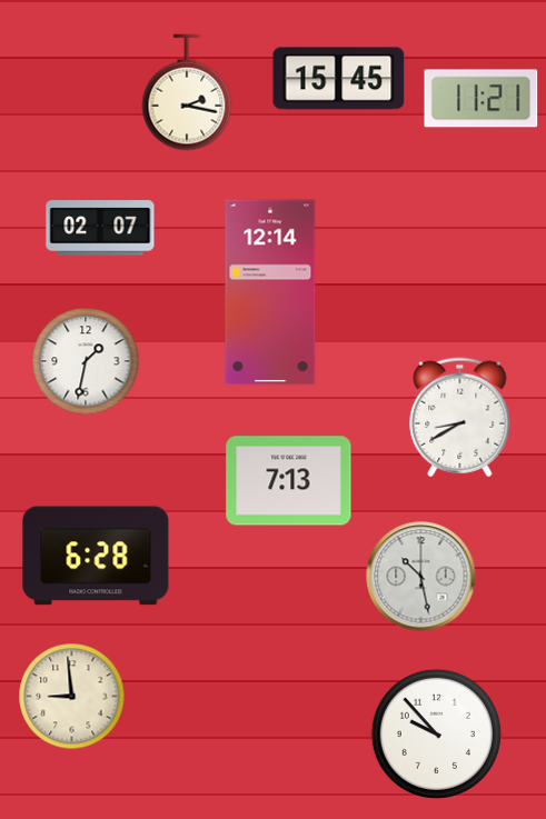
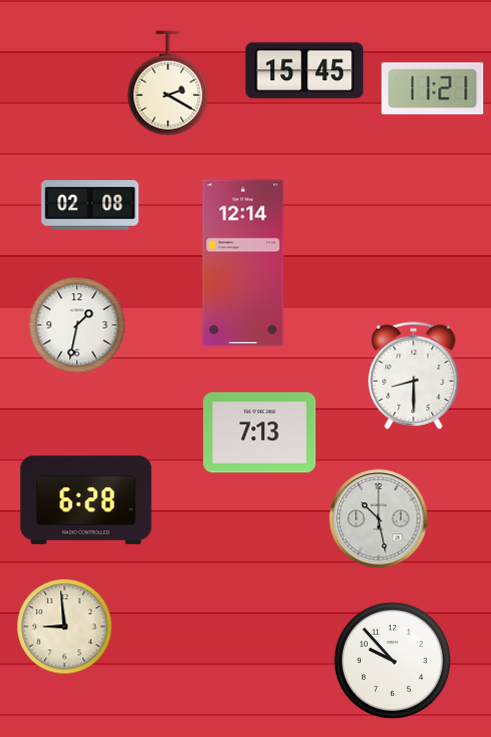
clock at (187, 92): 2:17 -> 2:20
clock at (100, 228): 02:07 -> 02:08
clock at (460, 418): 8:40 -> 8:30
